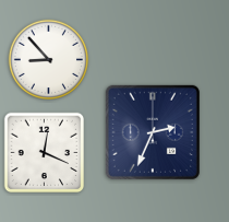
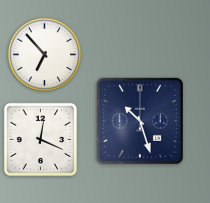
clock at (48, 59): 8:53 -> 6:53
clock at (153, 132): 2:34 -> 10:27
